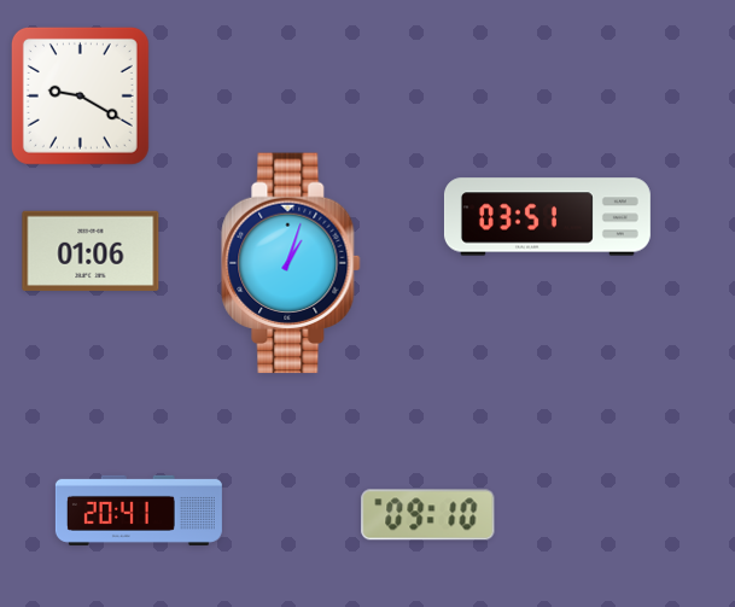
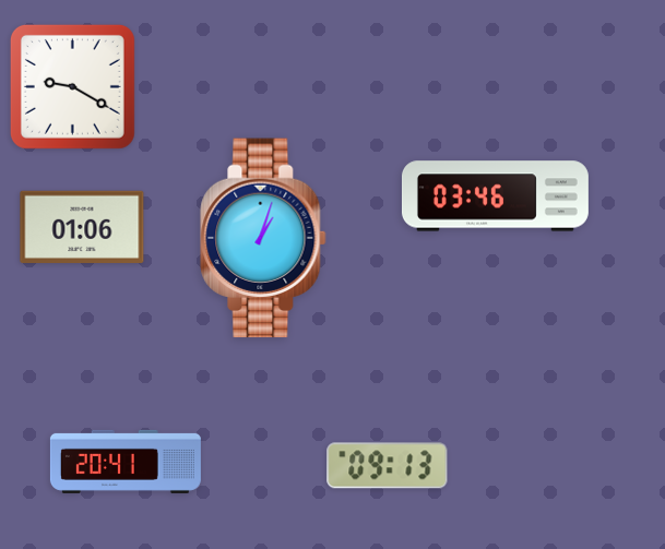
clock at (547, 217): 03:51 -> 03:46
clock at (428, 515): 09:10 -> 09:13
